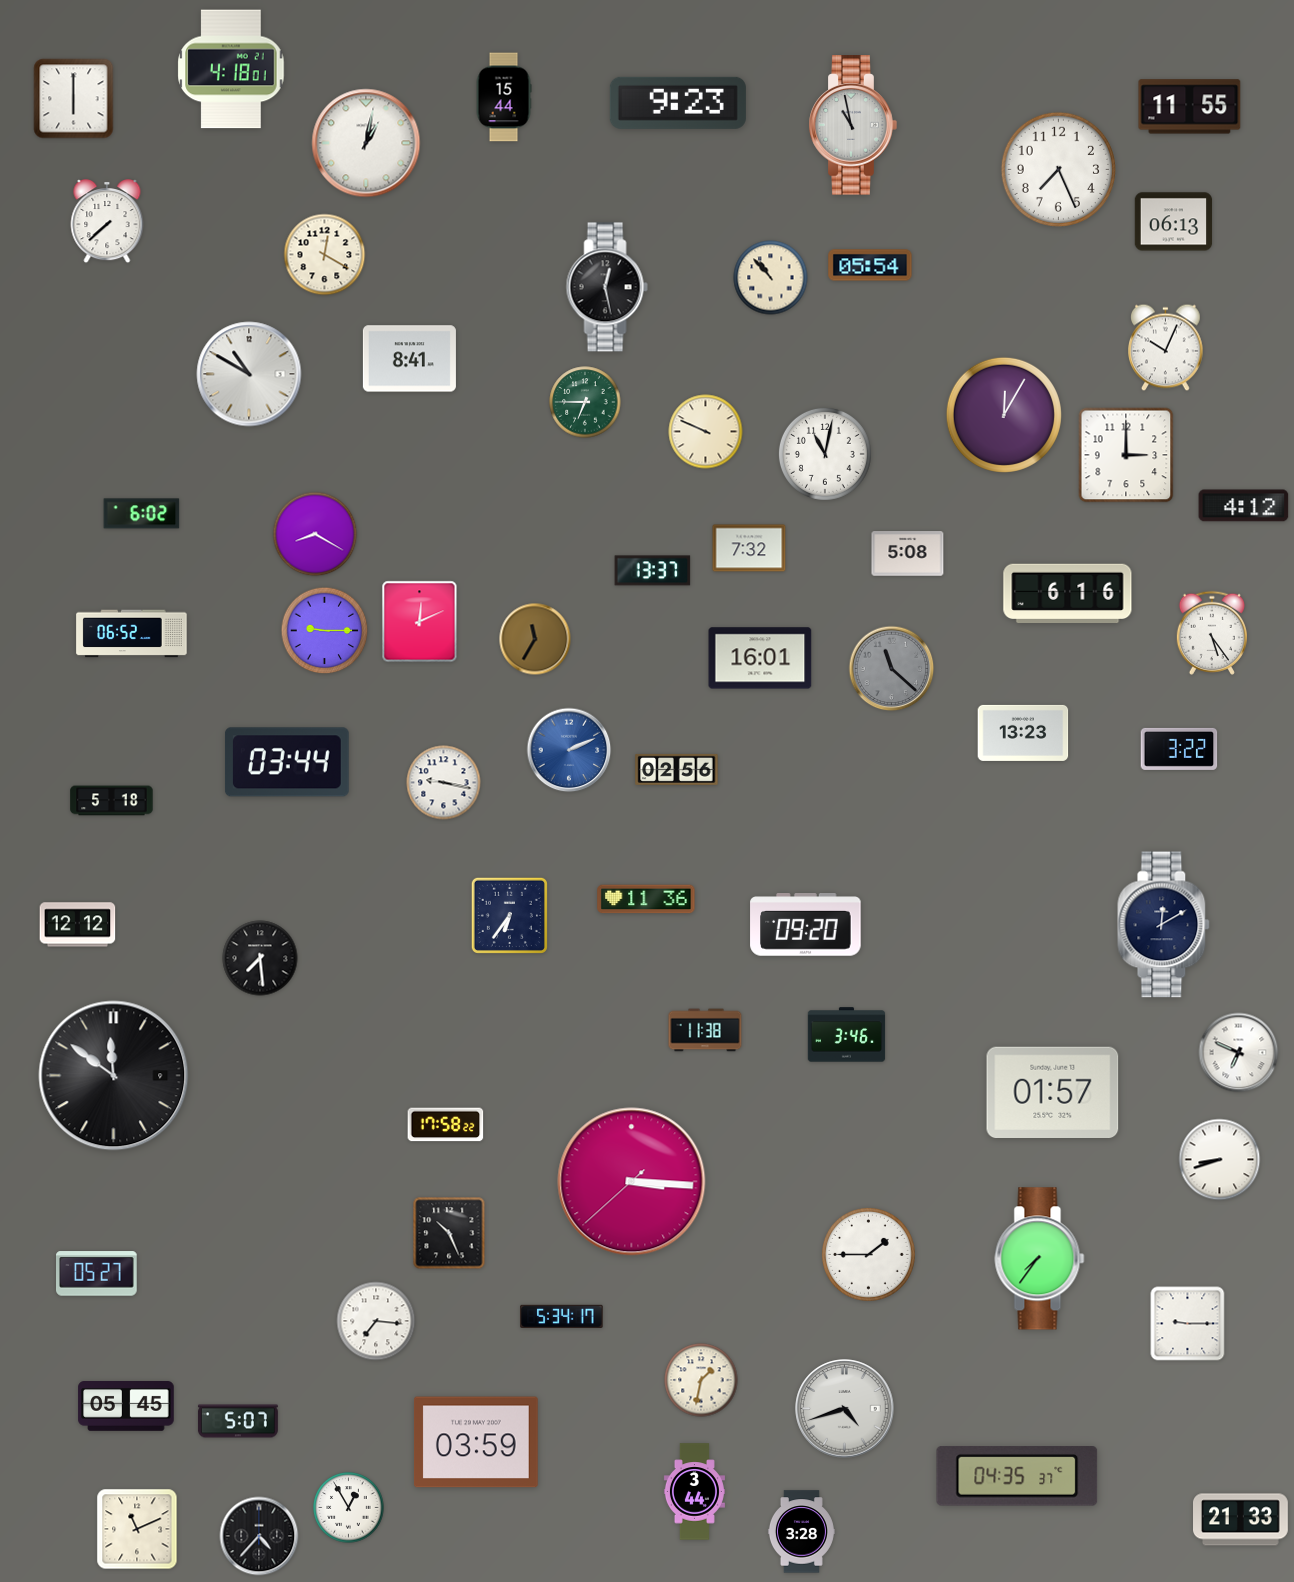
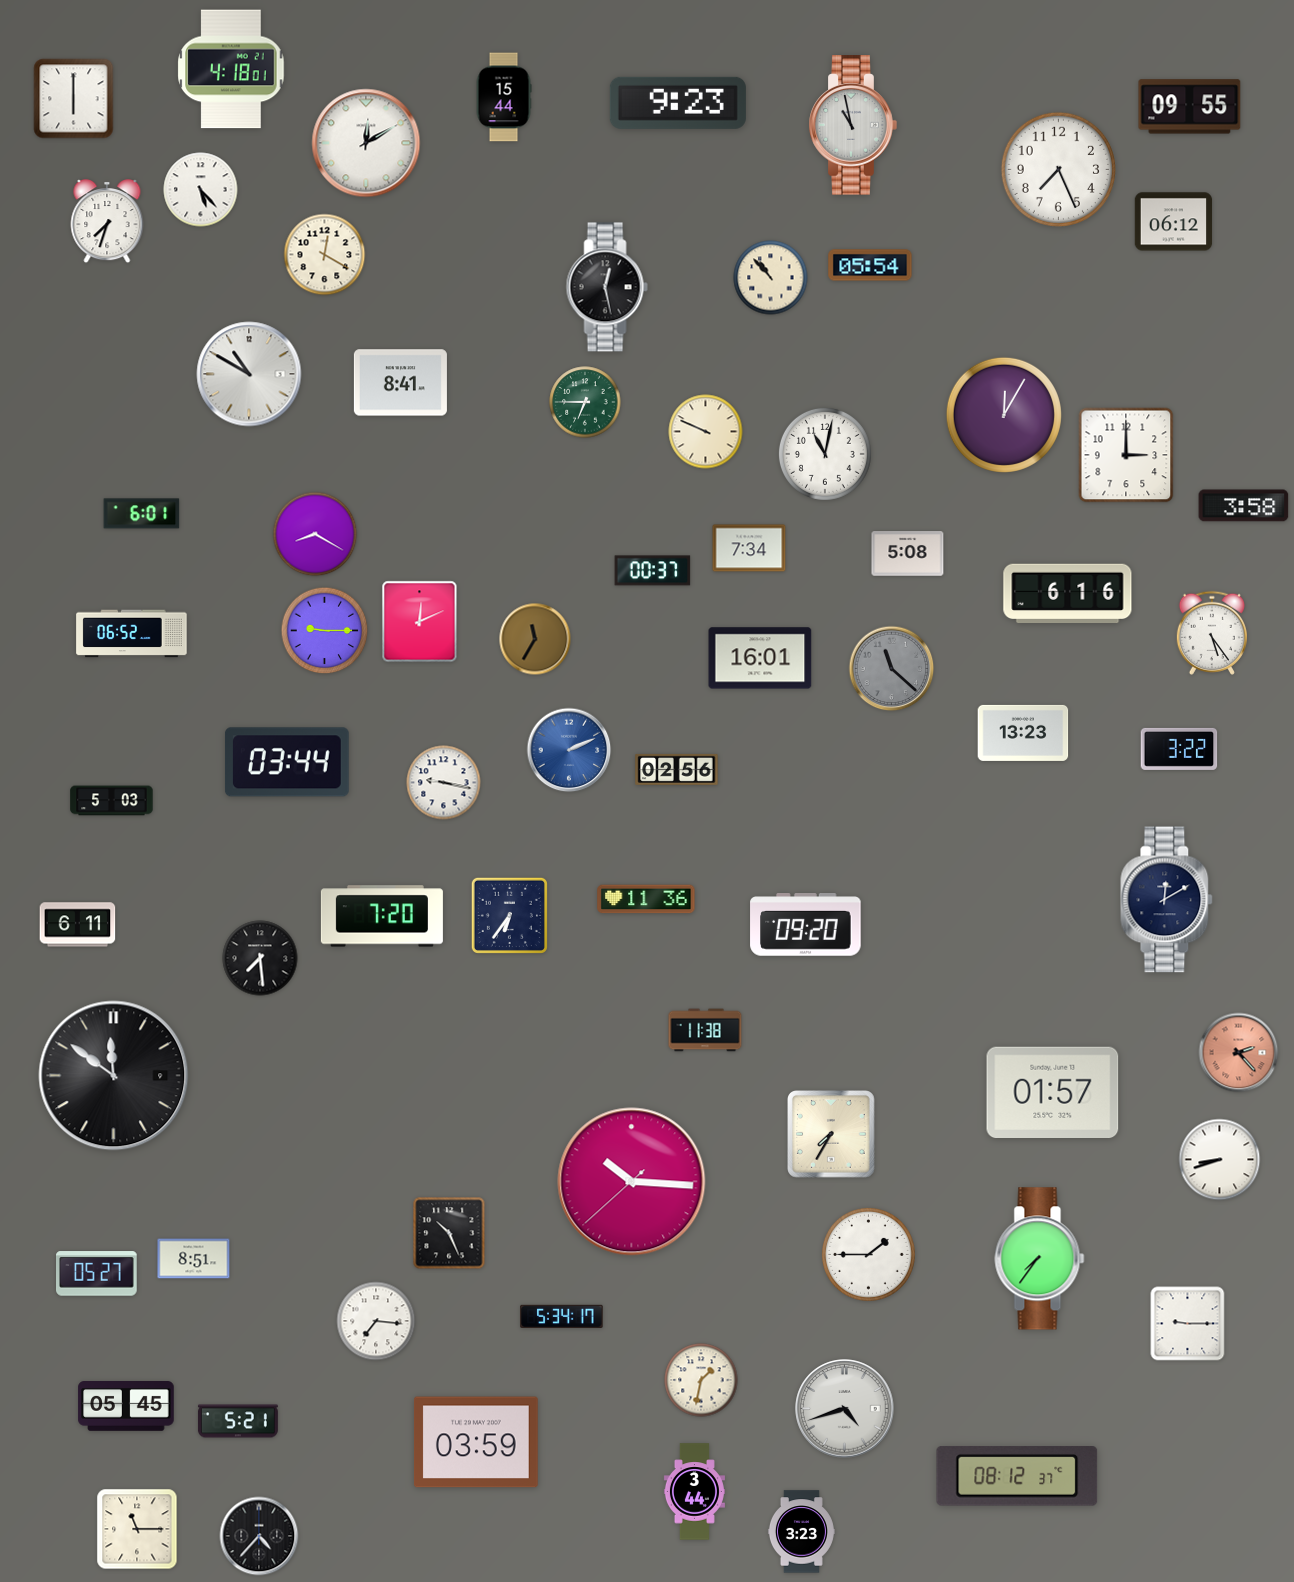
clock at (1190, 107): 11:55 -> 09:55
clock at (366, 143): 1:02 -> 12:10
clock at (201, 190): none -> 5:23
clock at (107, 222): 7:38 -> 7:33
clock at (1174, 222): 06:13 -> 06:12
clock at (1166, 348): 10:04 -> none
clock at (409, 359) position: (409, 359) -> (400, 383)
clock at (1244, 506): 4:12 -> 3:58
clock at (142, 514): 6:02 -> 6:01
clock at (749, 548): 7:32 -> 7:34
clock at (653, 571): 13:37 -> 00:37
clock at (112, 801): 5:18 -> 5:03
clock at (382, 916): none -> 7:20
clock at (78, 925): 12:12 -> 6:11
clock at (1164, 925) position: (1164, 925) -> (1167, 900)
clock at (847, 1035): 3:46 -> none
clock at (1239, 1053): 6:49 -> 2:23
clock at (1239, 1053) dial: white -> salmon
clock at (446, 1125): 17:58 -> none
clock at (832, 1135): none -> 7:35
clock at (632, 1182): 3:15 -> 10:15
clock at (194, 1259): none -> 8:51
clock at (238, 1421): 5:07 -> 5:21
clock at (1017, 1477): 04:35 -> 08:12
clock at (349, 1508): 12:55 -> none
clock at (1241, 1520): 21:33 -> none
clock at (137, 1529): 11:11 -> 11:15
clock at (801, 1532): 3:28 -> 3:23
